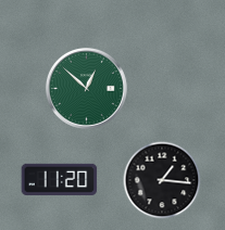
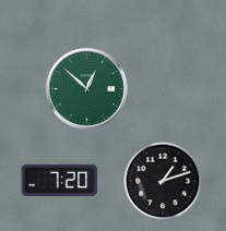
clock at (60, 179): 11:20 -> 7:20
clock at (162, 180): 1:16 -> 1:12
